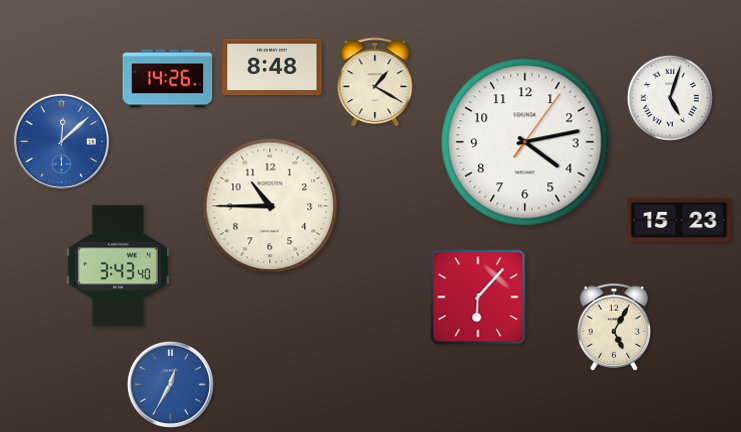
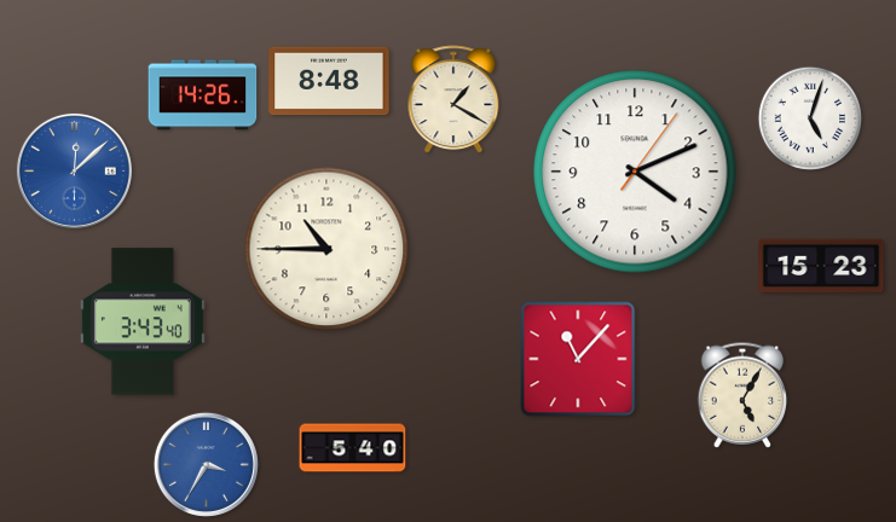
clock at (525, 142): 4:13 -> 4:11
clock at (478, 297): 6:07 -> 11:07
clock at (353, 448): none -> 5:40
clock at (170, 384): 12:35 -> 3:35
